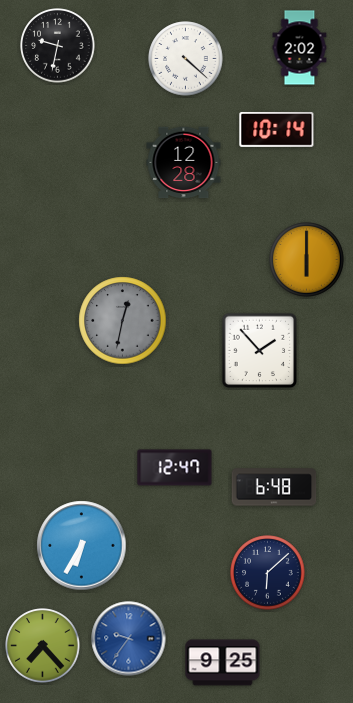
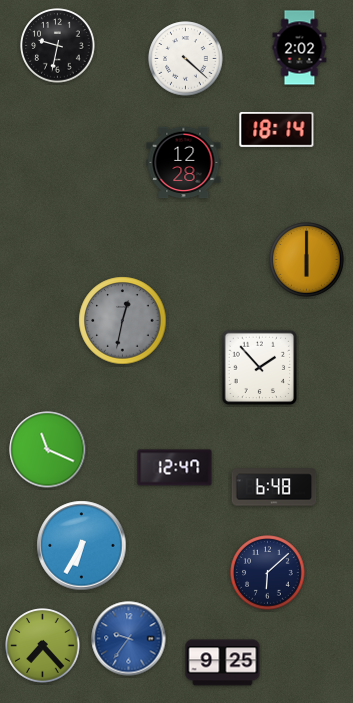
clock at (277, 129): 10:14 -> 18:14
clock at (260, 351) position: (260, 351) -> (260, 368)
clock at (48, 450): none -> 11:19
